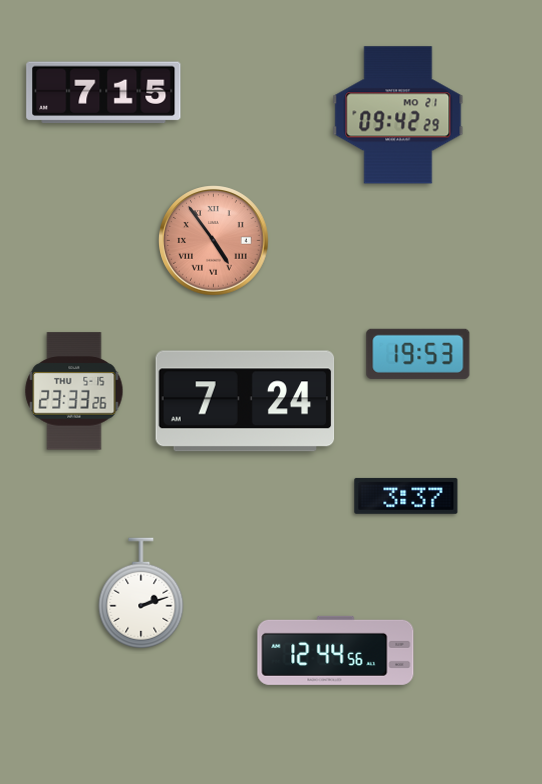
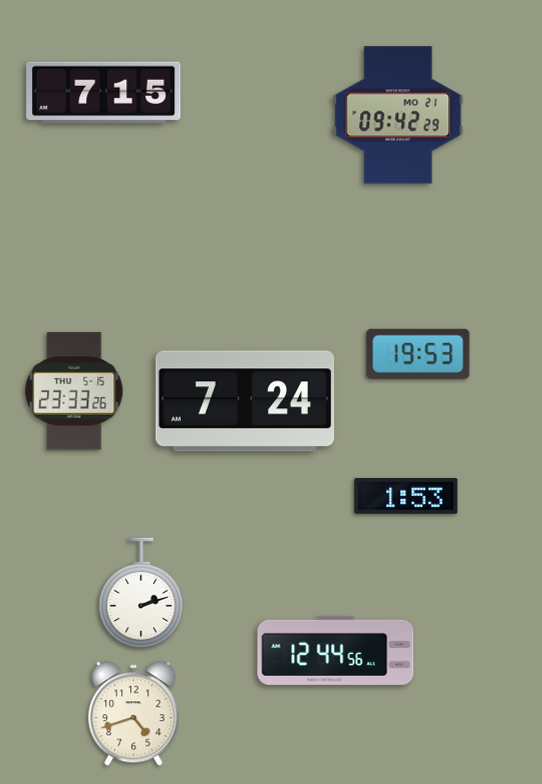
clock at (214, 241): 4:54 -> none
clock at (406, 496): 3:37 -> 1:53
clock at (134, 714): none -> 4:42
